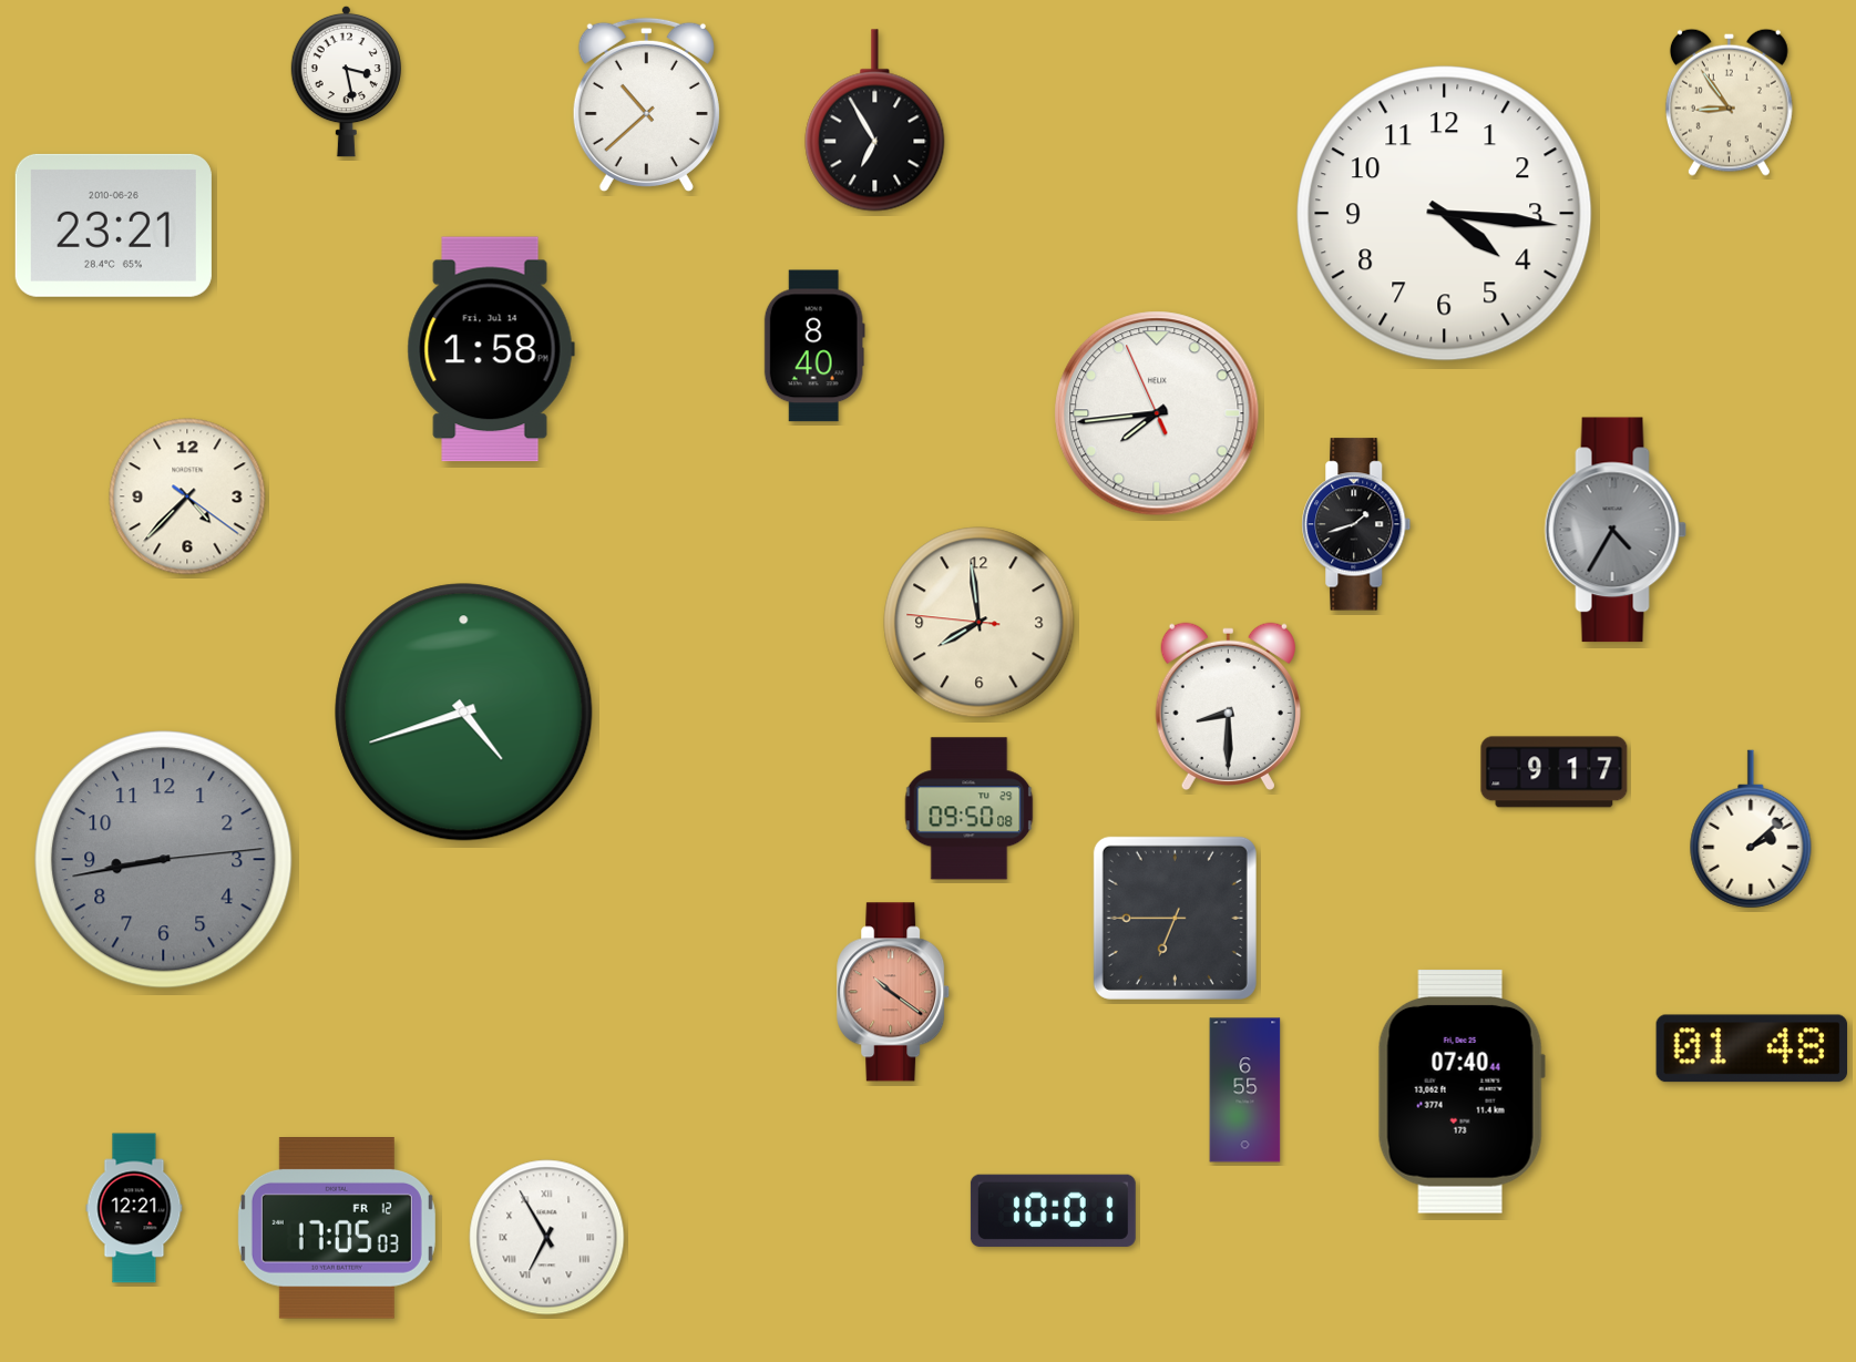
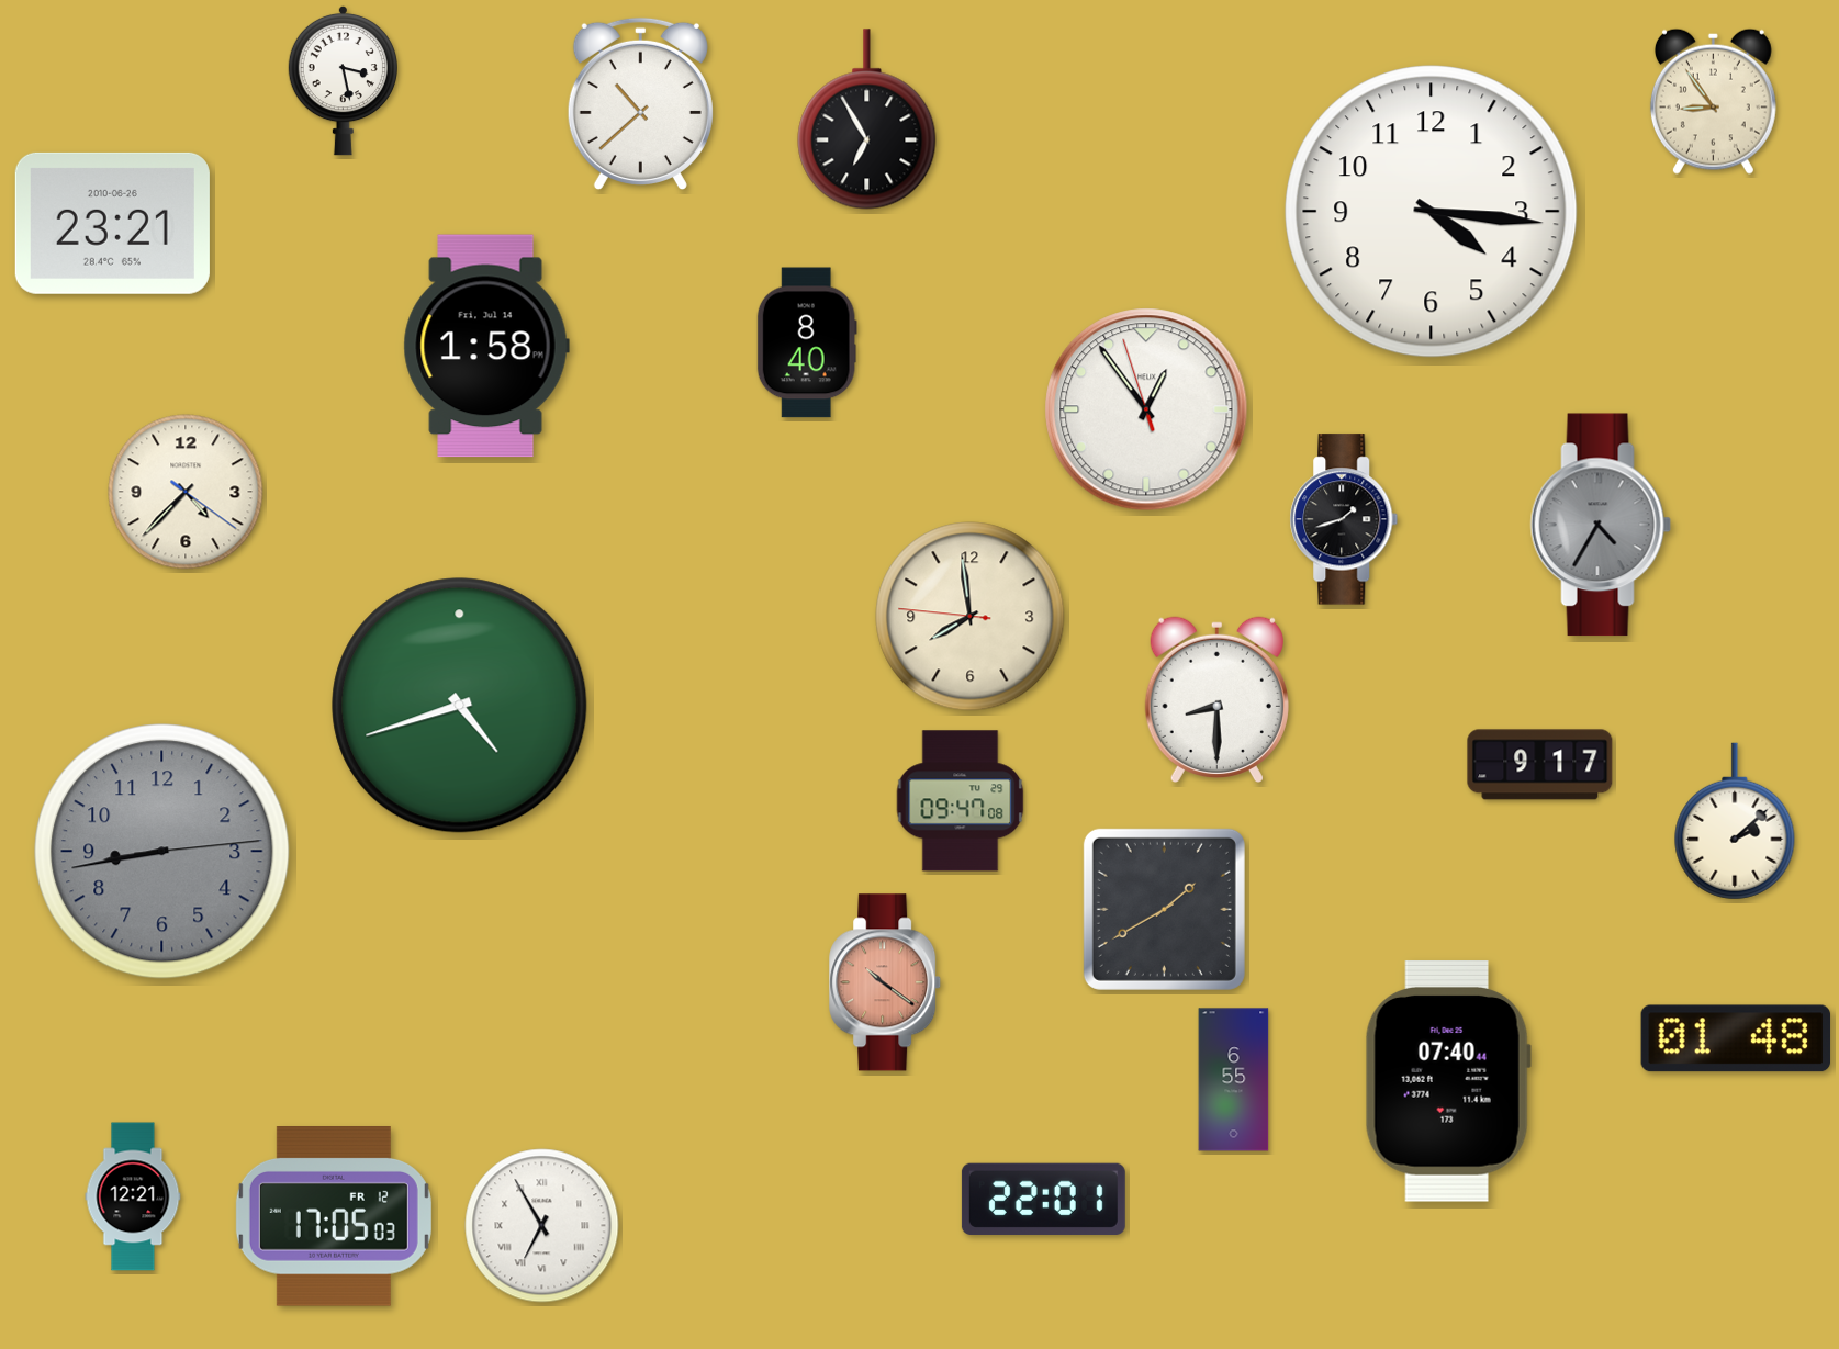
clock at (1157, 413): 7:43 -> 12:53
clock at (970, 809): 09:50 -> 09:47
clock at (1175, 918): 6:45 -> 1:40
clock at (1053, 1210): 10:01 -> 22:01
